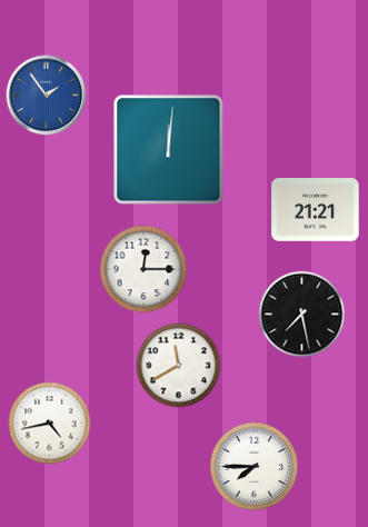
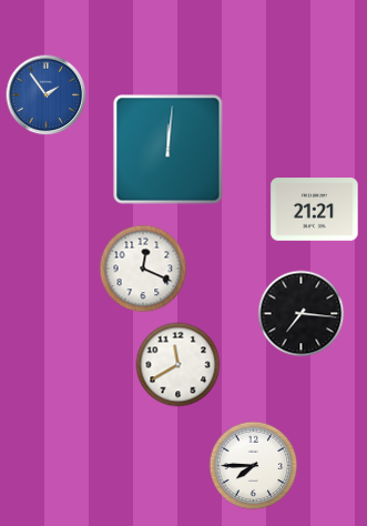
clock at (143, 269): 12:15 -> 12:19
clock at (302, 315): 7:28 -> 7:16
clock at (50, 424): 4:43 -> none
